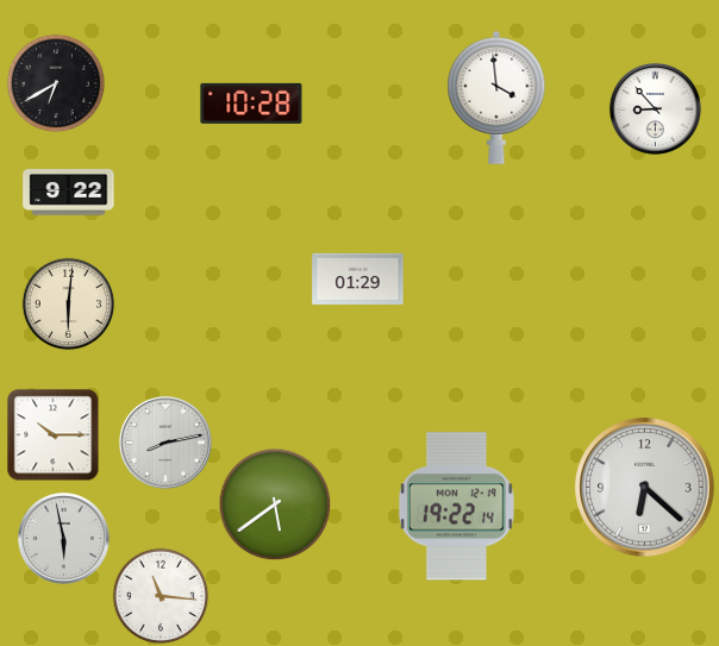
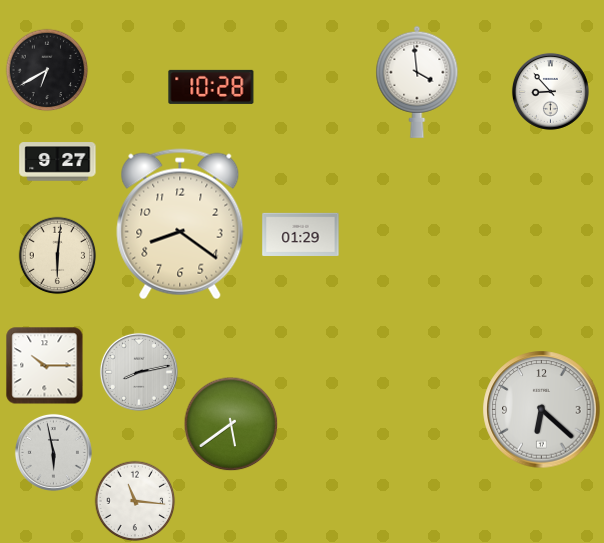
clock at (69, 193): 9:22 -> 9:27
clock at (180, 224): none -> 8:21
clock at (456, 507): 19:22 -> none
